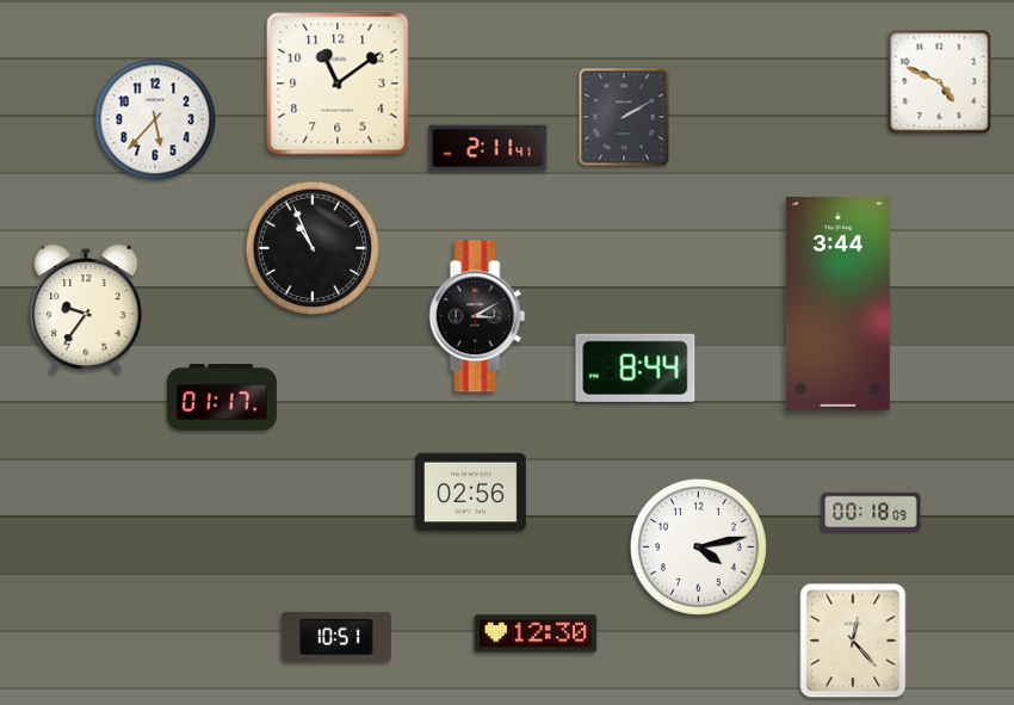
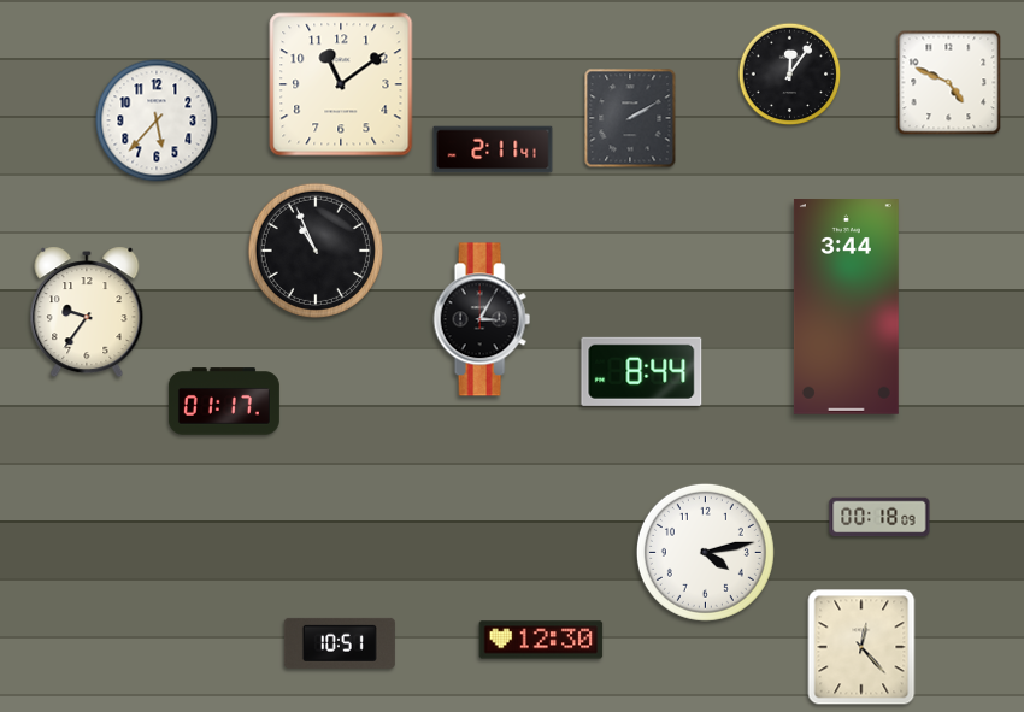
clock at (790, 75): none -> 12:06
clock at (477, 316): 3:10 -> 3:05
clock at (470, 493): 02:56 -> none
